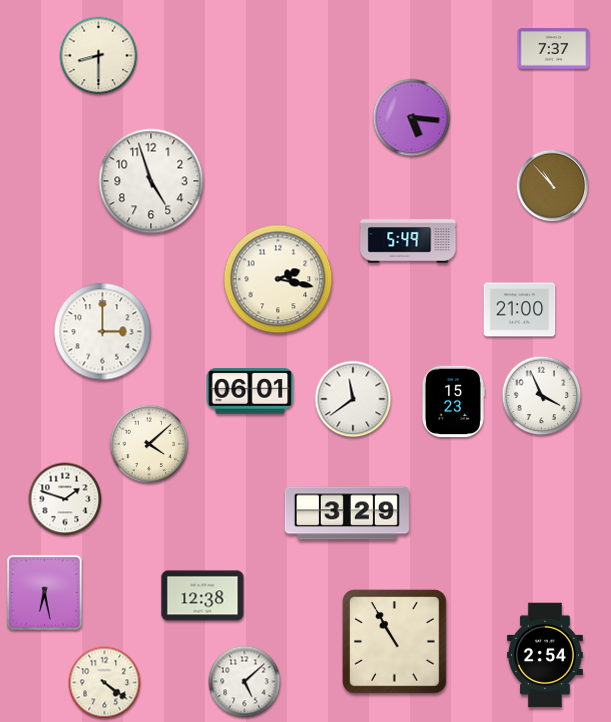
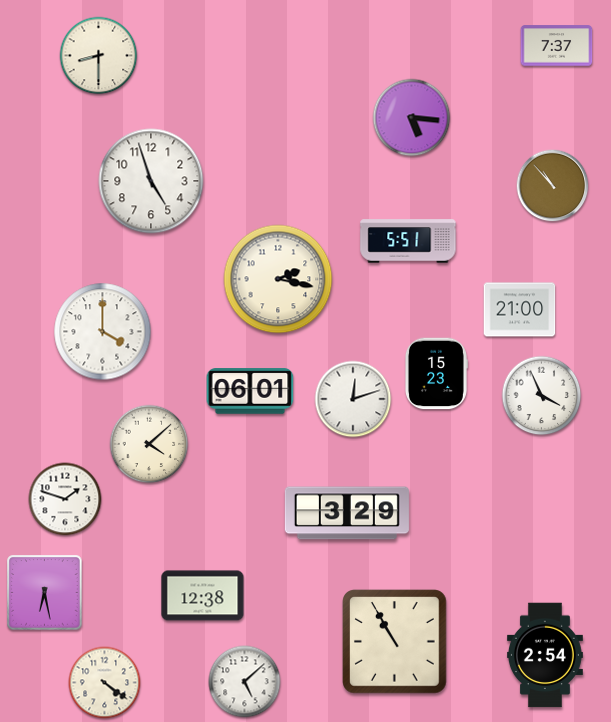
clock at (554, 49) position: (554, 49) -> (557, 46)
clock at (408, 241): 5:49 -> 5:51
clock at (103, 332): 3:00 -> 4:00
clock at (353, 399): 11:39 -> 12:12
clock at (454, 402) position: (454, 402) -> (437, 374)
